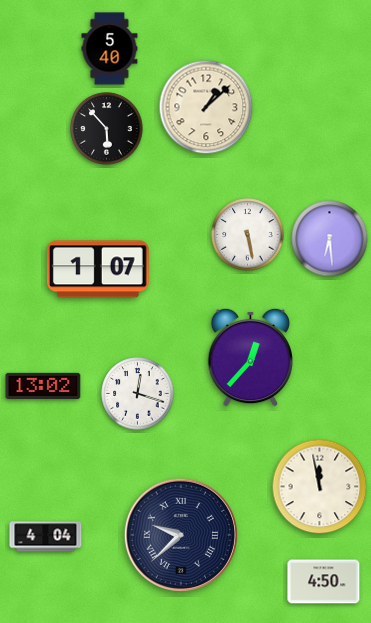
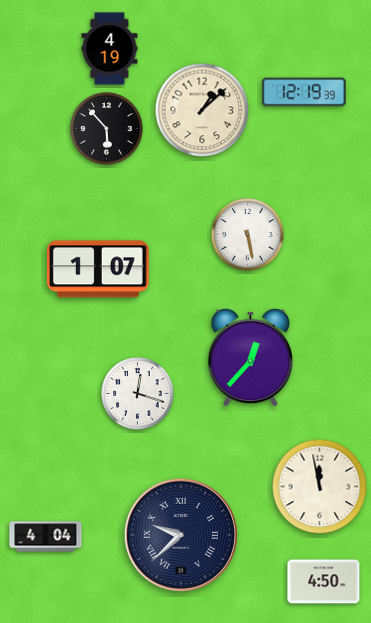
clock at (110, 49): 5:40 -> 4:19
clock at (305, 92): none -> 12:19
clock at (206, 107) position: (206, 107) -> (202, 110)
clock at (330, 239): 6:29 -> none
clock at (43, 386): 13:02 -> none
